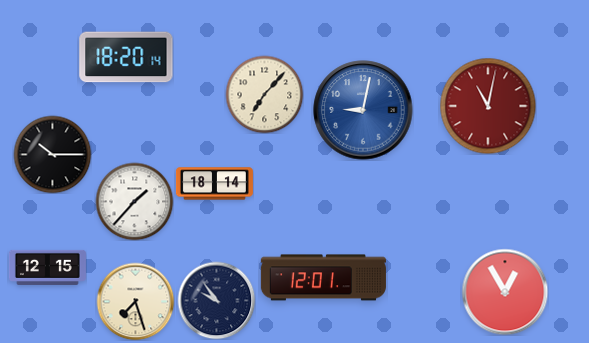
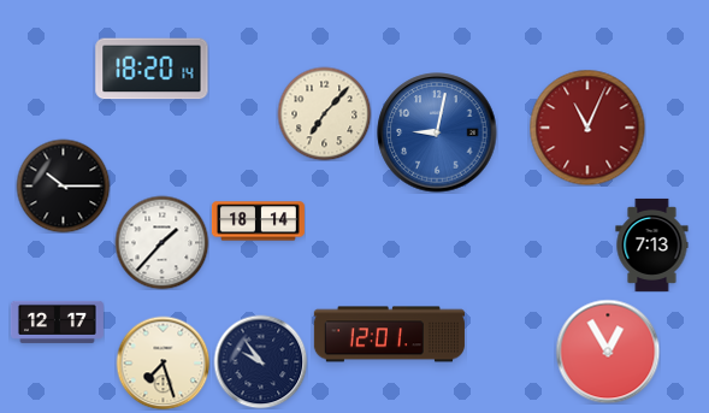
clock at (264, 94) position: (264, 94) -> (324, 113)
clock at (488, 106): 11:02 -> 11:04
clock at (652, 244): none -> 7:13
clock at (47, 267): 12:15 -> 12:17
